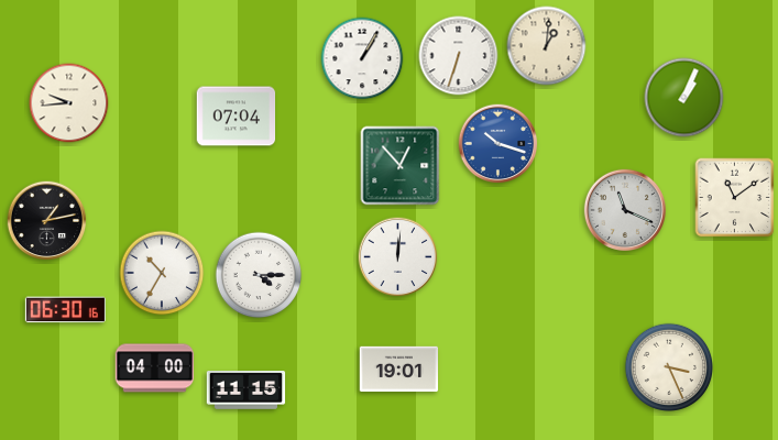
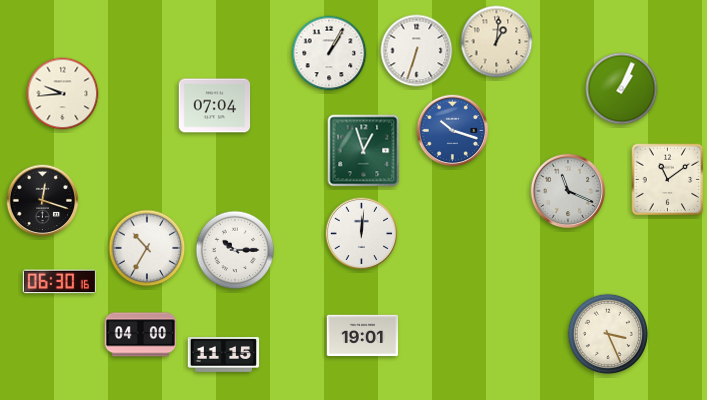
clock at (401, 166): 12:53 -> 12:57
clock at (47, 221): 1:13 -> 12:18
clock at (259, 275): 4:15 -> 10:15
